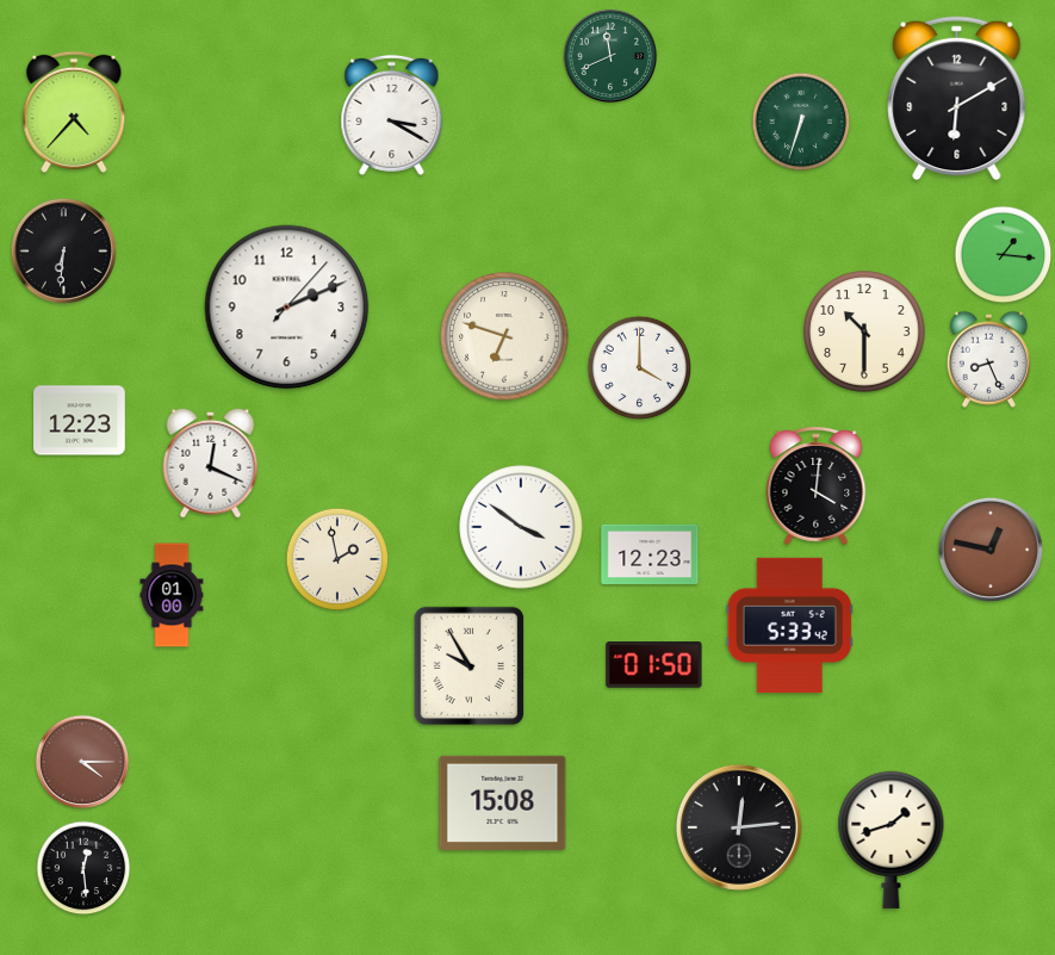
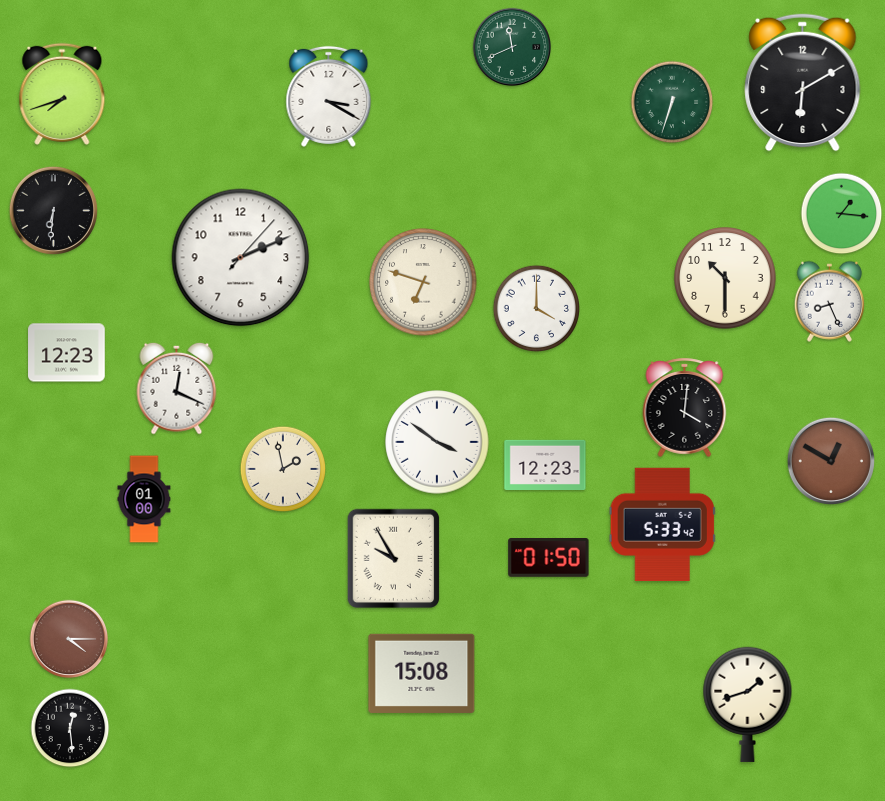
clock at (74, 112): 4:37 -> 7:42
clock at (991, 550): 12:47 -> 12:50
clock at (739, 827): 12:14 -> none
